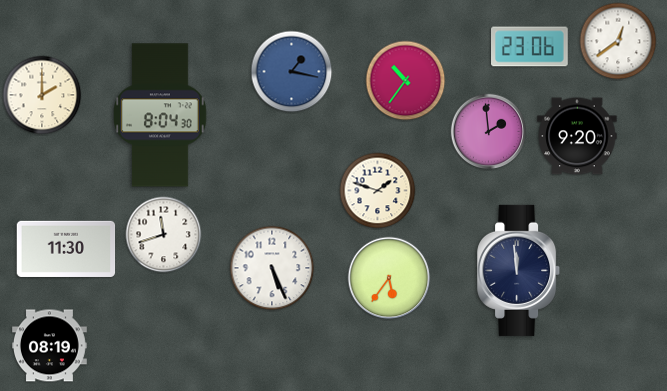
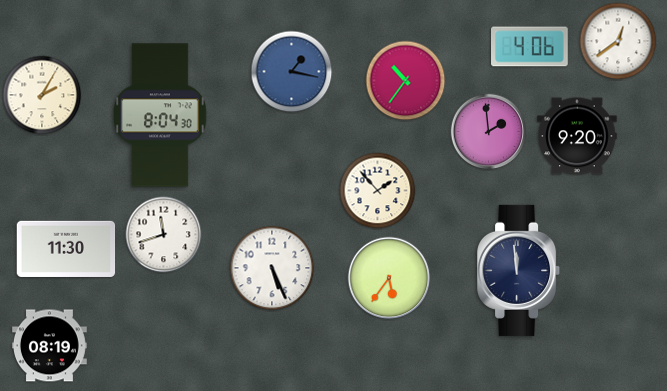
clock at (530, 47): 23:06 -> 4:06
clock at (42, 95): 2:00 -> 2:05
clock at (378, 191): 1:48 -> 1:53
